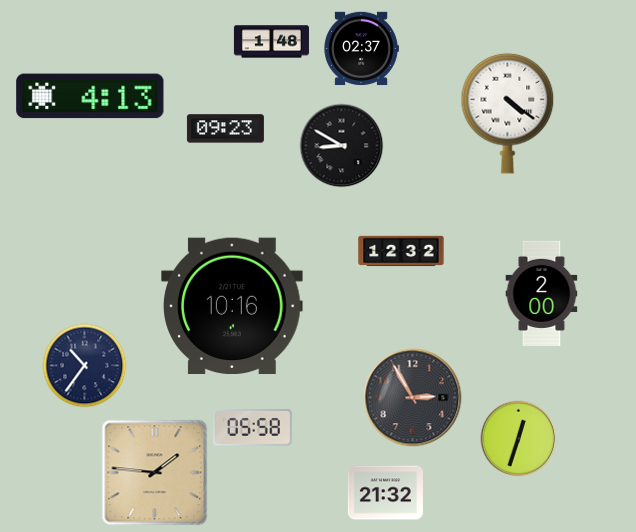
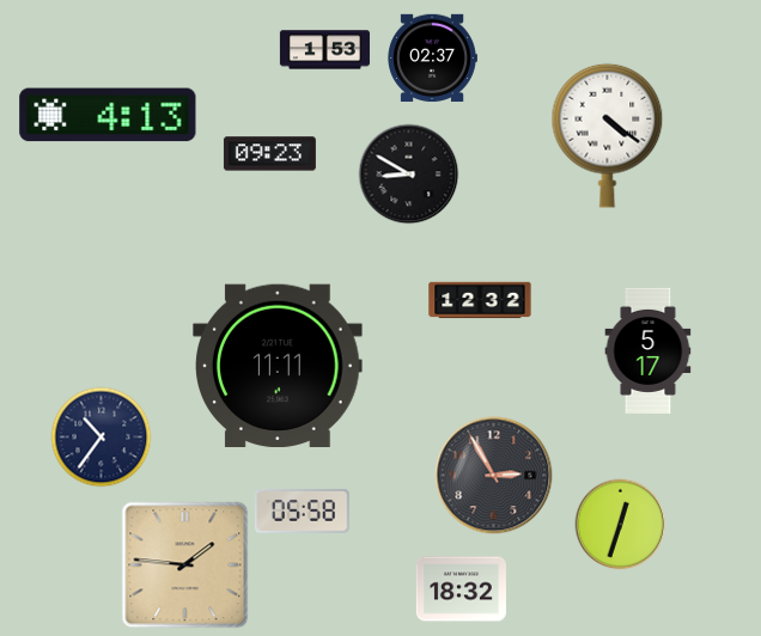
clock at (271, 42): 1:48 -> 1:53
clock at (542, 293): 2:00 -> 5:17
clock at (233, 305): 10:16 -> 11:11
clock at (385, 493): 21:32 -> 18:32
